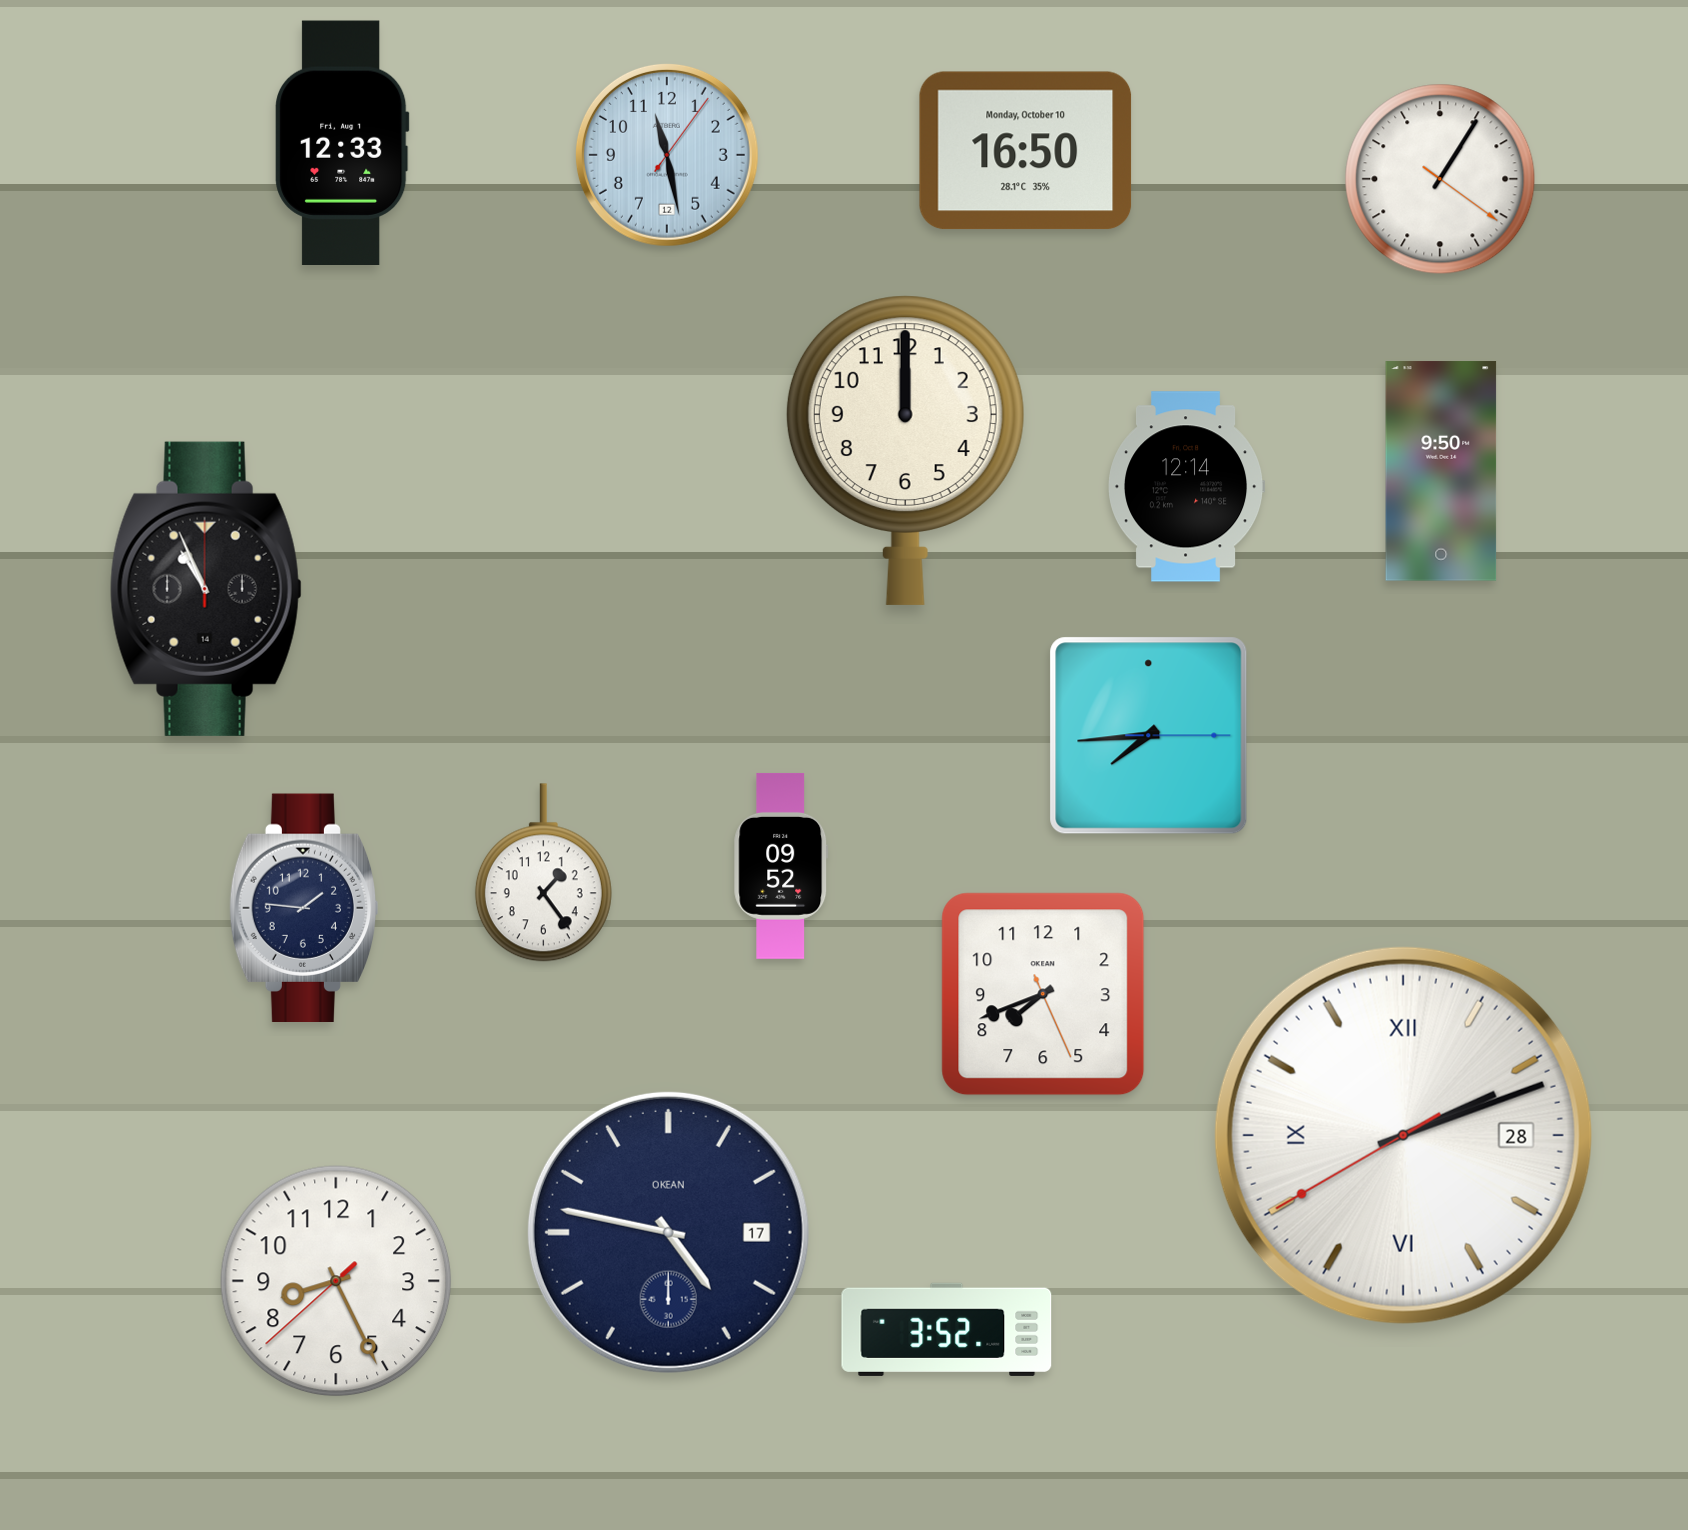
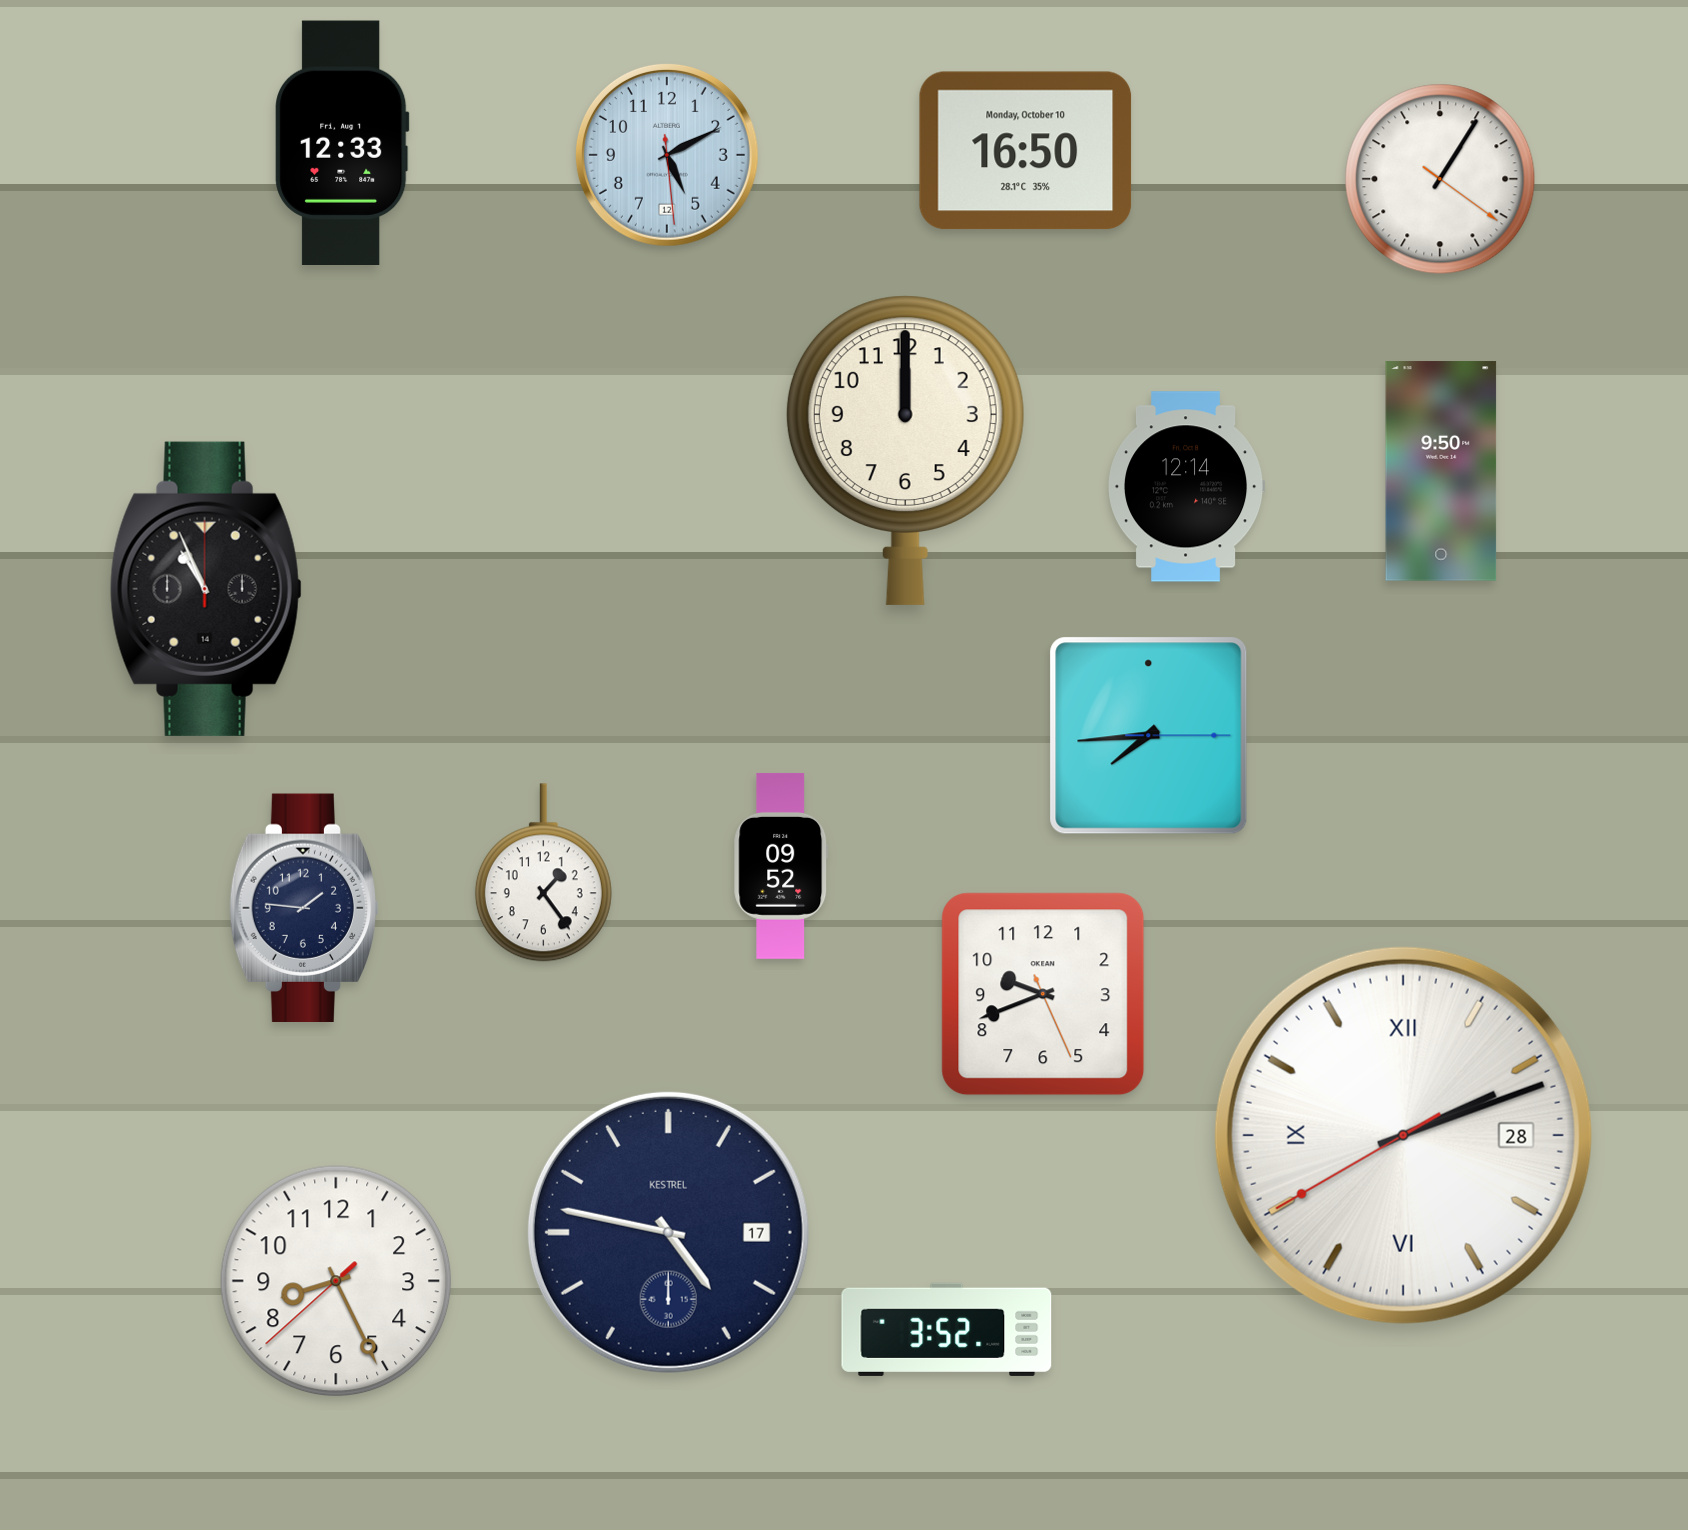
clock at (667, 155): 11:28 -> 5:10
clock at (1043, 994): 7:41 -> 9:41
clock at (668, 1232) brand: OKEAN -> KESTREL
